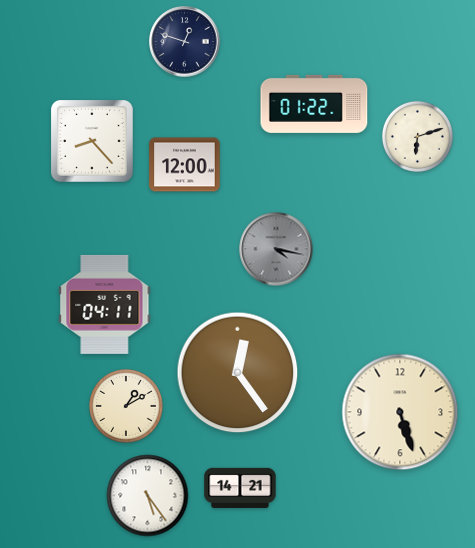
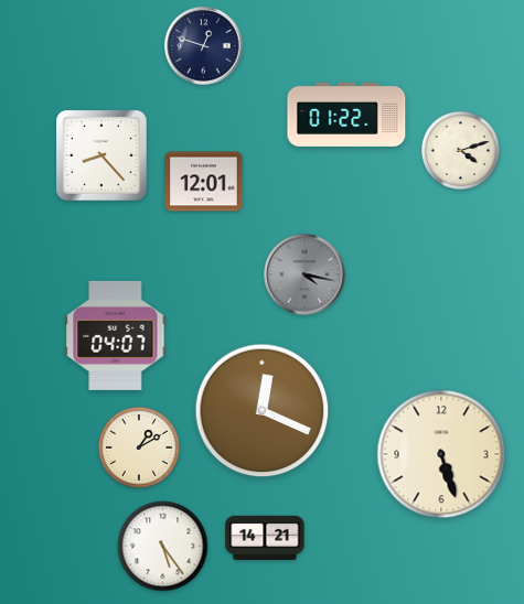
clock at (417, 136): 6:12 -> 4:12
clock at (185, 165): 12:00 -> 12:01
clock at (105, 304): 04:11 -> 04:07
clock at (238, 373): 12:24 -> 12:19
